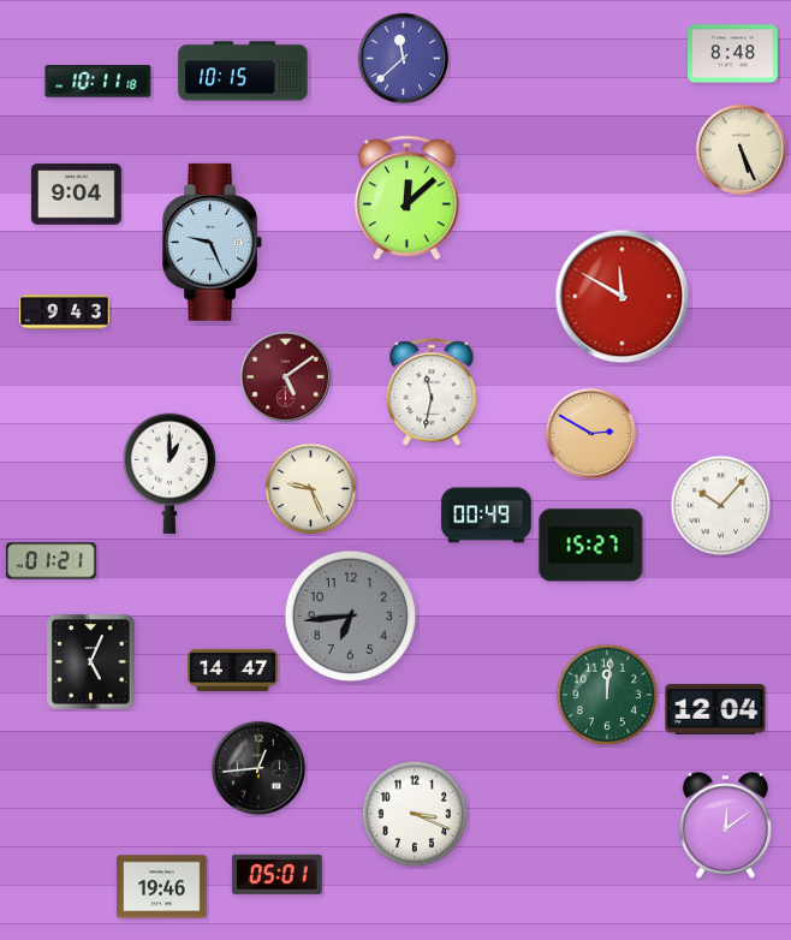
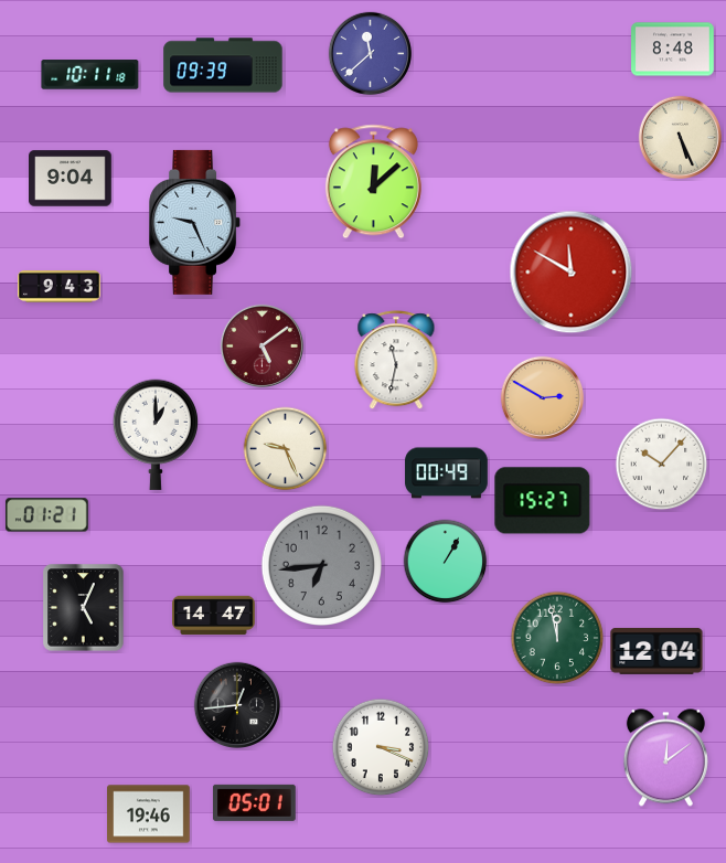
clock at (243, 71): 10:15 -> 09:39
clock at (446, 562): none -> 1:05
clock at (607, 695): 12:01 -> 11:58
